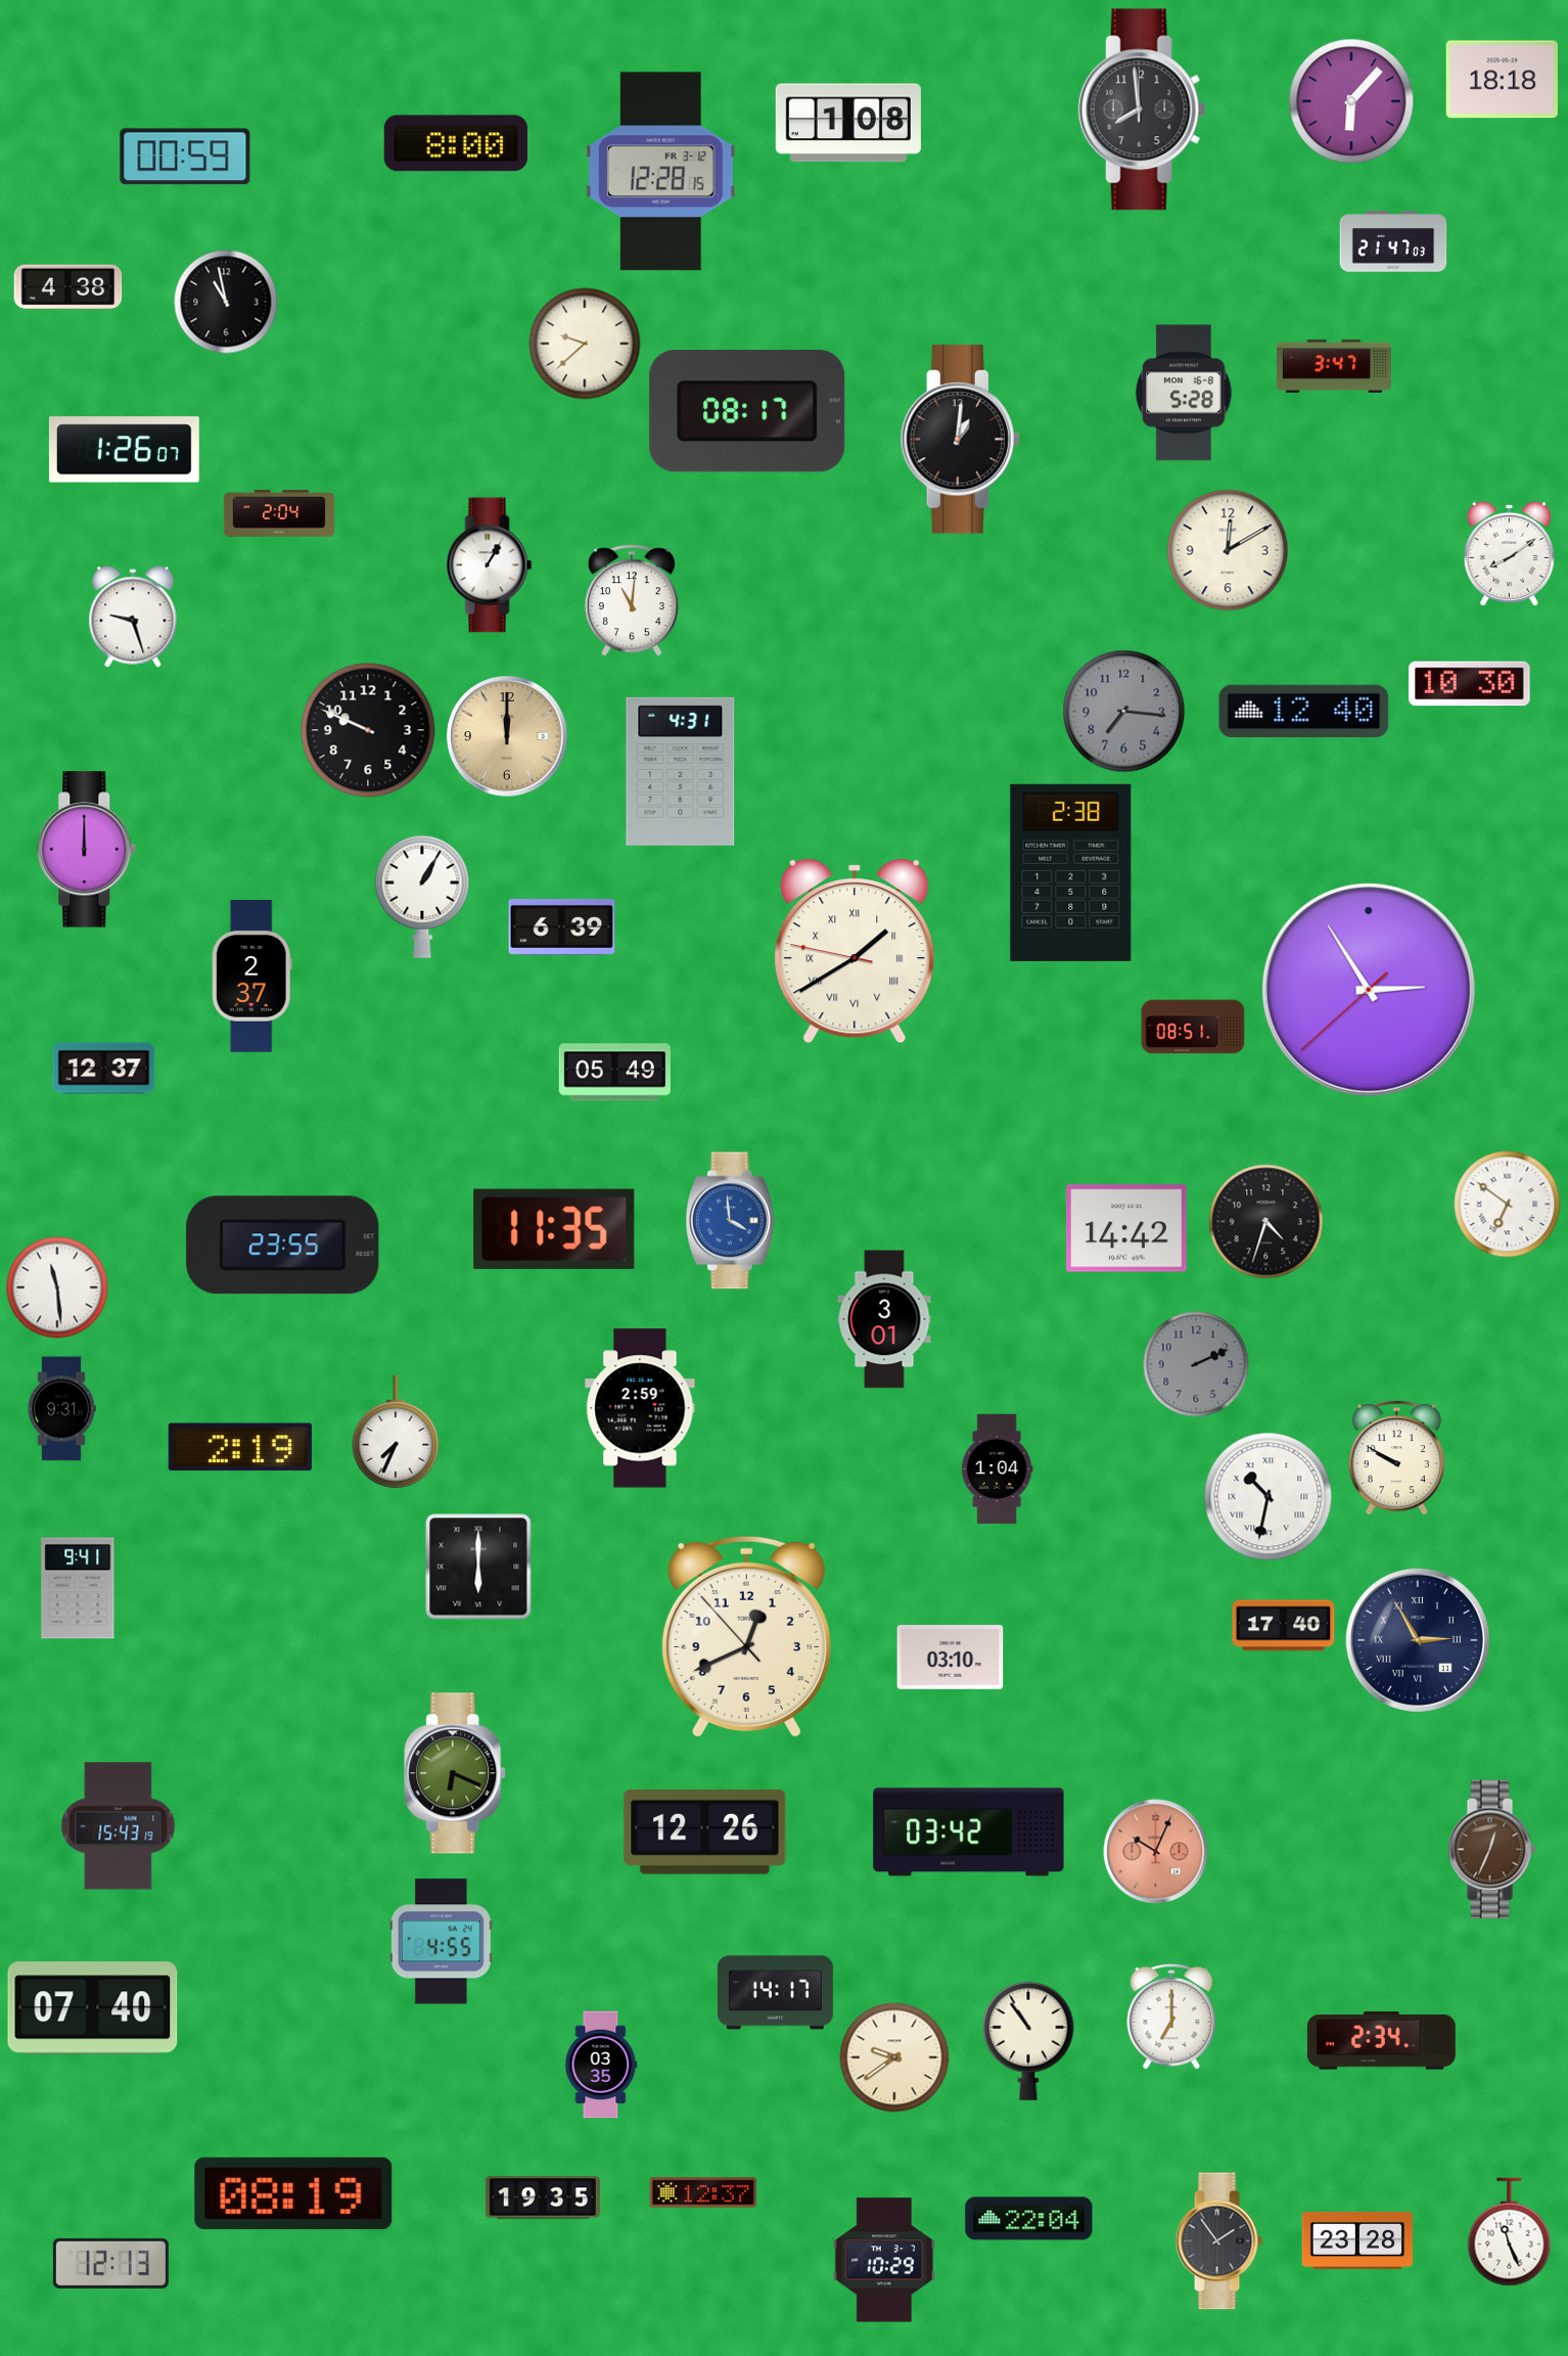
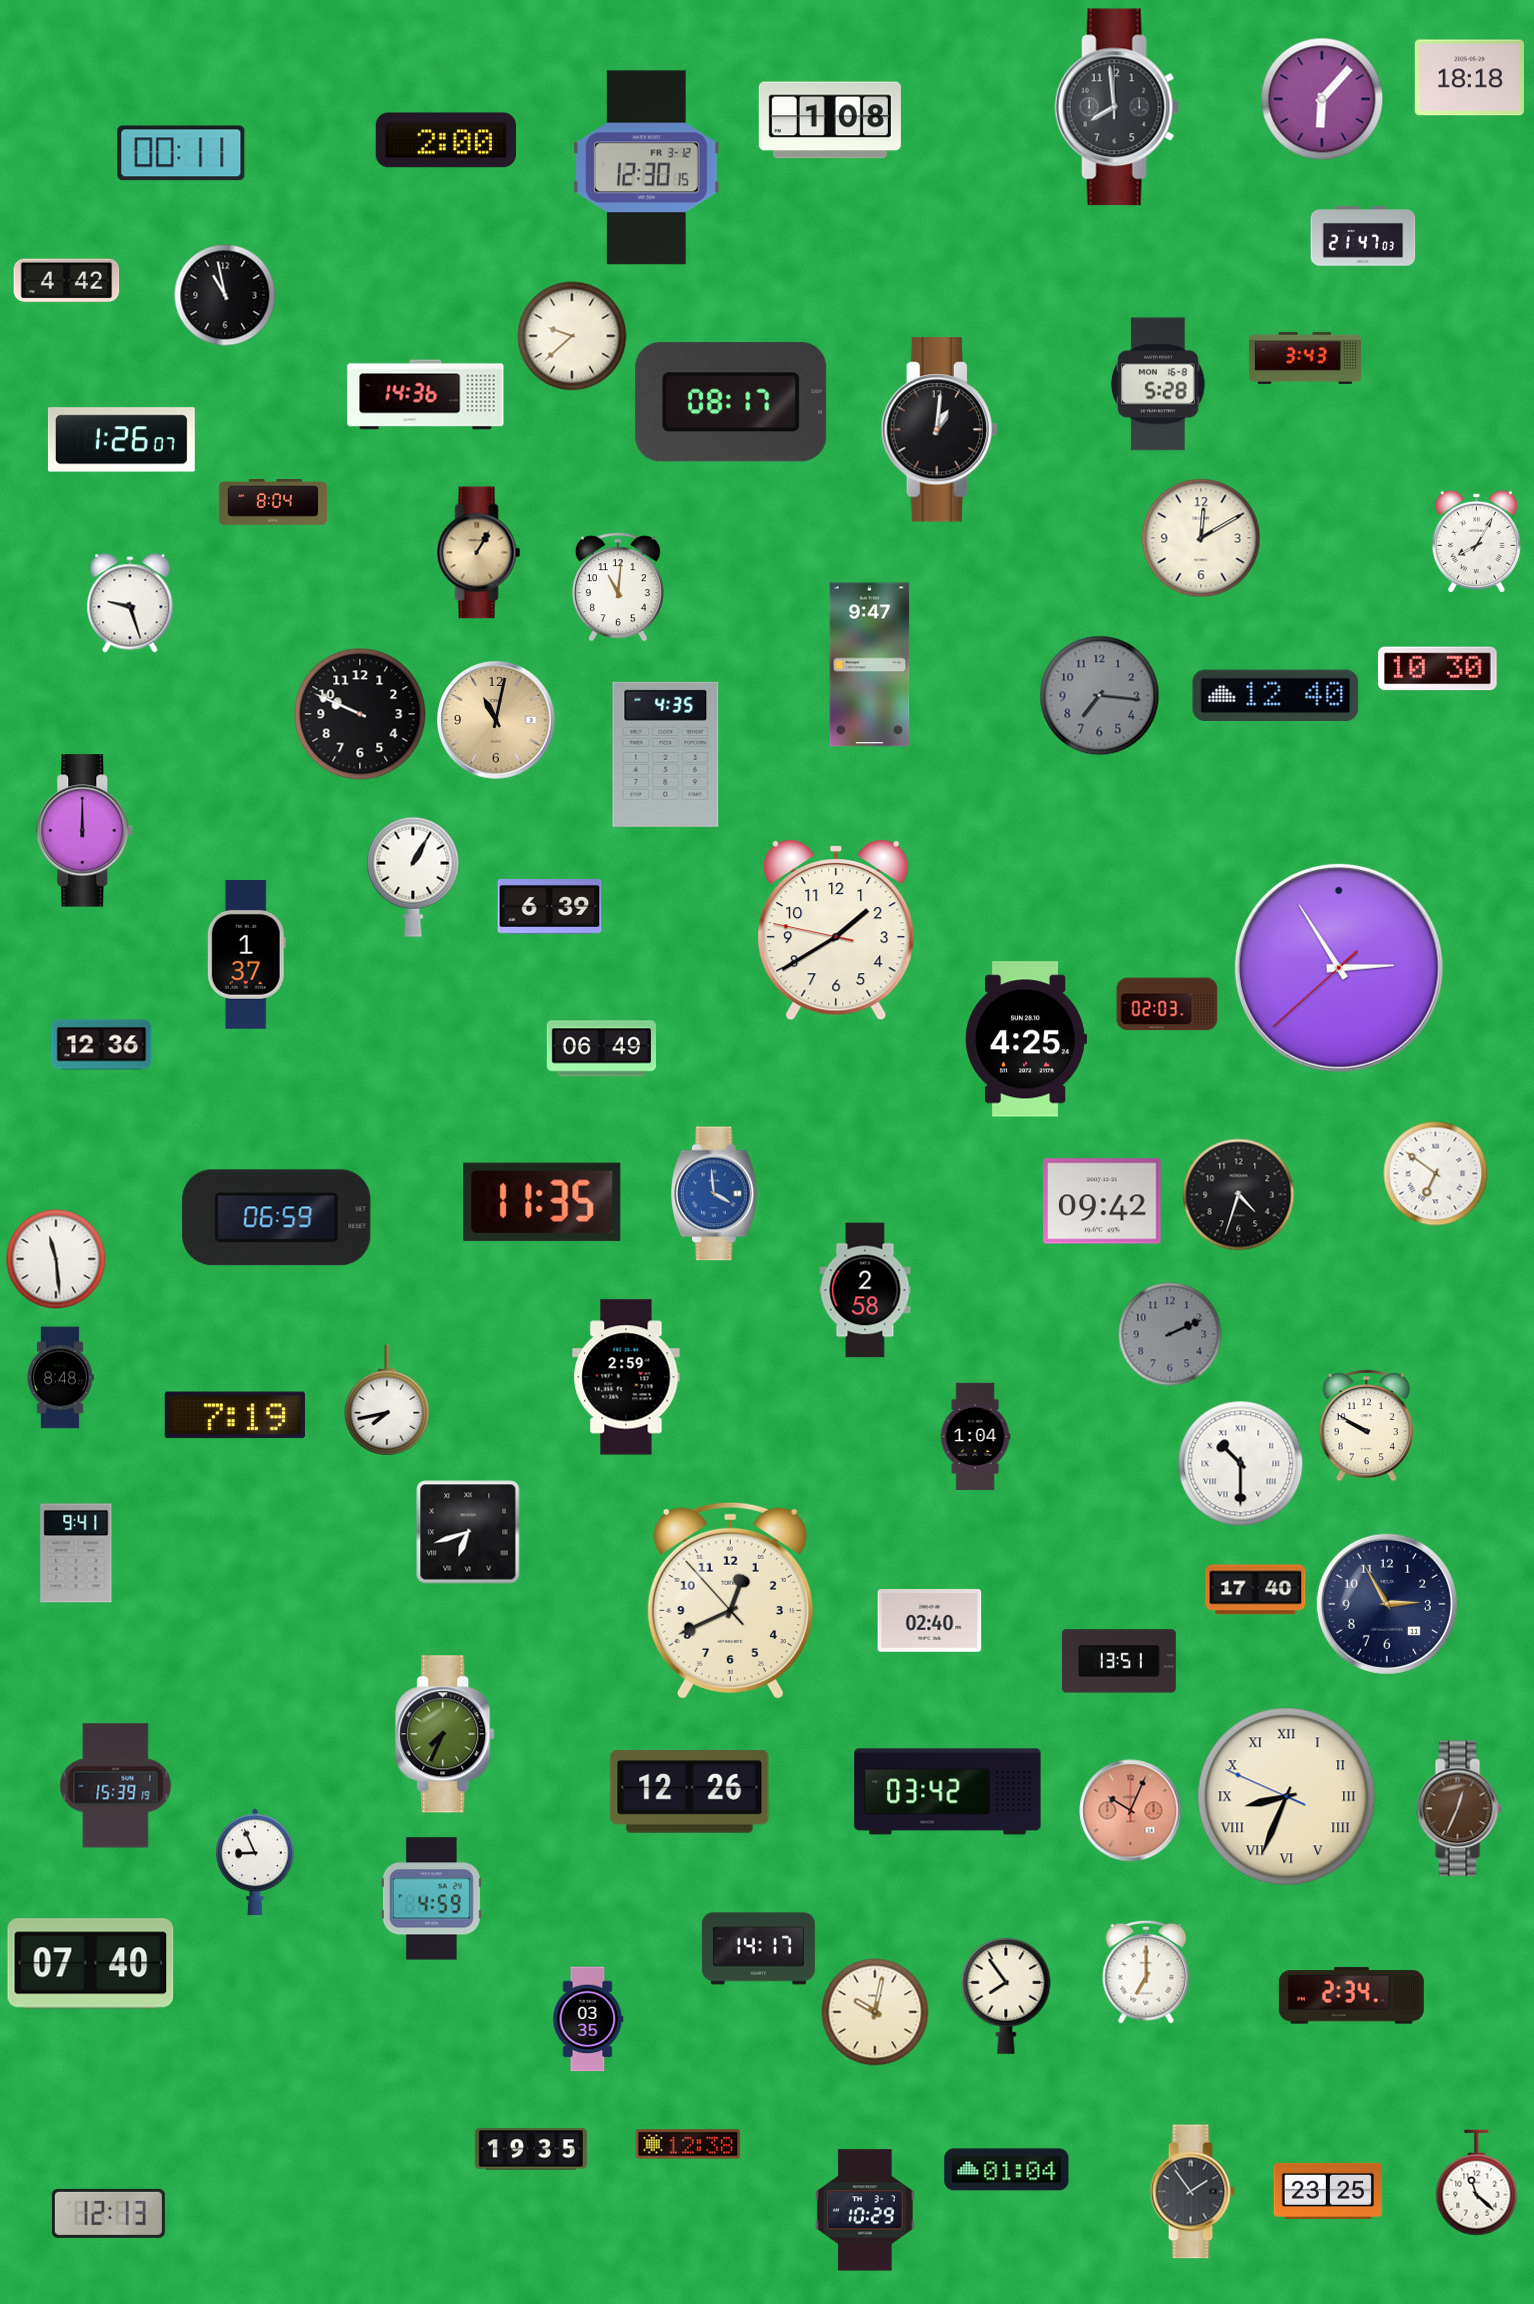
clock at (456, 143): 8:00 -> 2:00
clock at (185, 156): 00:59 -> 00:11
clock at (661, 172): 12:28 -> 12:30
clock at (68, 287): 4:38 -> 4:42
clock at (226, 302) position: (226, 302) -> (225, 295)
clock at (1334, 366): 3:47 -> 3:43
clock at (426, 395): none -> 14:36
clock at (279, 513): 2:04 -> 8:04
clock at (1509, 553): 8:09 -> 8:05
clock at (490, 565) dial: white -> champagne
clock at (870, 665): none -> 9:47
clock at (507, 736): 12:00 -> 11:02
clock at (681, 771): 4:31 -> 4:35
clock at (1071, 872): 2:38 -> none
clock at (855, 952) numerals: Roman -> Arabic
clock at (251, 977): 2:37 -> 1:37
clock at (1193, 1027): 08:51 -> 02:03
clock at (1026, 1039): none -> 4:25
clock at (104, 1069): 12:37 -> 12:36
clock at (614, 1073): 05:49 -> 06:49
clock at (1508, 1205) position: (1508, 1205) -> (1436, 1174)
clock at (1126, 1228): 14:42 -> 09:42
clock at (283, 1245): 23:55 -> 06:59
clock at (884, 1319): 3:01 -> 2:58
clock at (61, 1409): 9:31 -> 8:48
clock at (396, 1432): 7:34 -> 7:43
clock at (240, 1447): 2:19 -> 7:19
clock at (1269, 1497): 10:32 -> 10:30
clock at (478, 1567): 6:00 -> 6:42
clock at (1418, 1640) numerals: Roman -> Arabic
clock at (951, 1658): 03:10 -> 02:40
clock at (1119, 1661): none -> 13:51
clock at (456, 1773): 6:19 -> 7:34
clock at (119, 1826): 15:43 -> 15:39
clock at (1287, 1797): none -> 8:33
clock at (255, 1862): none -> 8:56
clock at (441, 1942): 4:55 -> 4:59
clock at (1028, 2041): 10:54 -> 7:54
clock at (894, 2057): 9:39 -> 10:02
clock at (703, 2192): 12:37 -> 12:38
clock at (293, 2193): 08:19 -> none
clock at (1029, 2219): 22:04 -> 01:04
clock at (1510, 2232): 11:26 -> 11:22
clock at (1356, 2240): 23:28 -> 23:25
